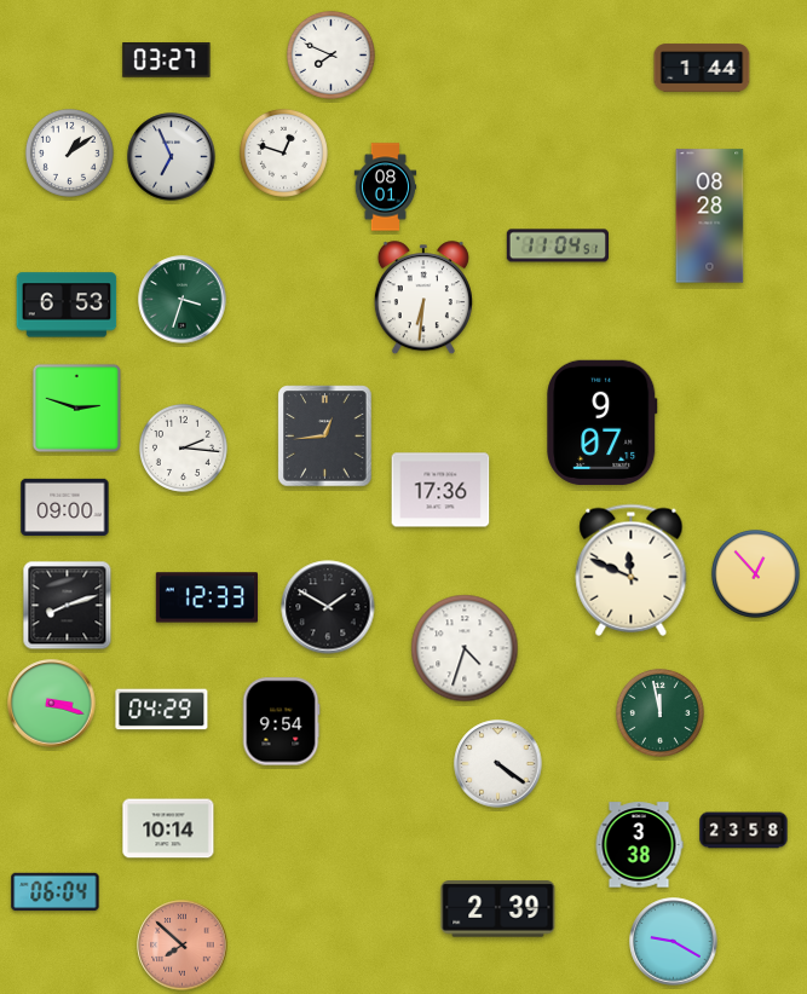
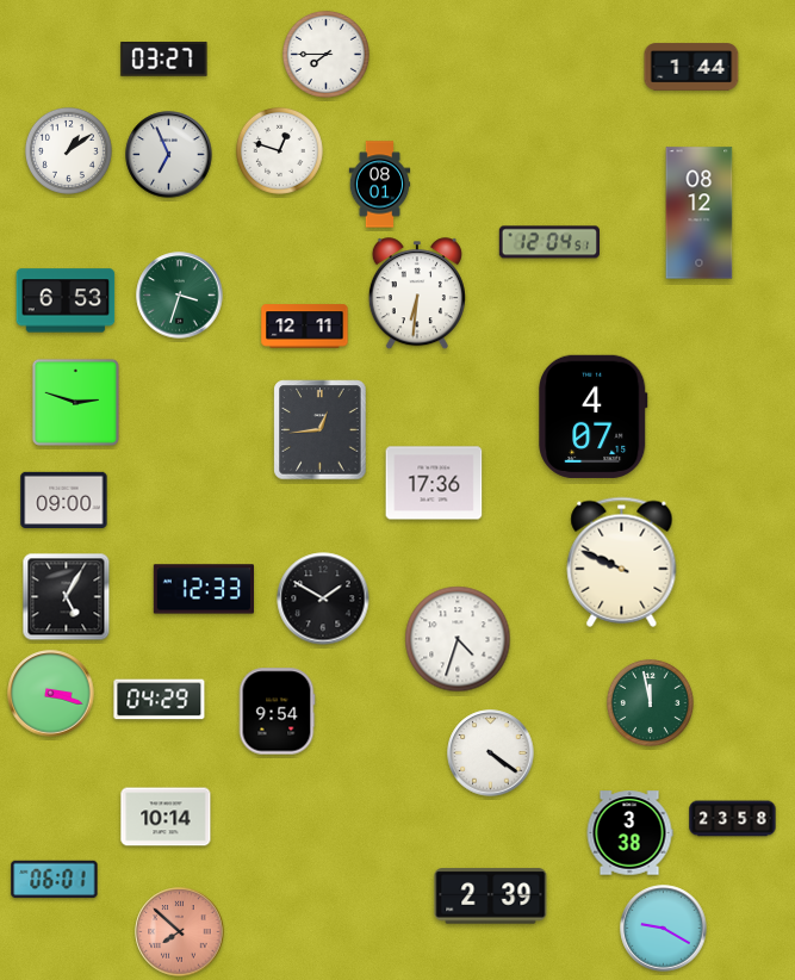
clock at (330, 54): 7:49 -> 7:45
clock at (710, 216): 08:28 -> 08:12
clock at (557, 245): 11:04 -> 12:04
clock at (305, 327): none -> 12:11
clock at (603, 422): 9:07 -> 4:07
clock at (183, 447): 2:16 -> none
clock at (632, 570): 11:49 -> 9:49
clock at (755, 573): 12:53 -> none
clock at (68, 606): 8:12 -> 5:05
clock at (56, 892): 06:04 -> 06:01
